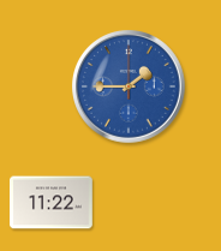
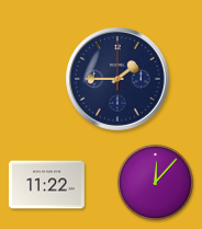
clock at (130, 88) dial: blue -> navy
clock at (155, 182): none -> 12:07
